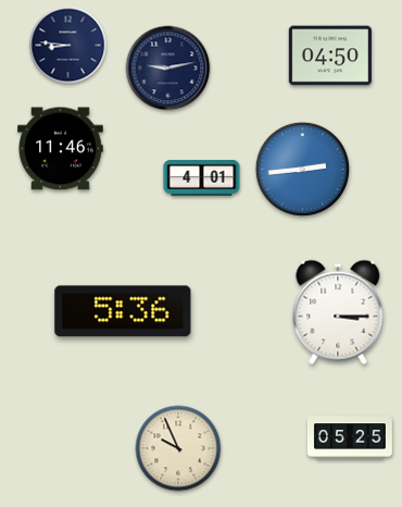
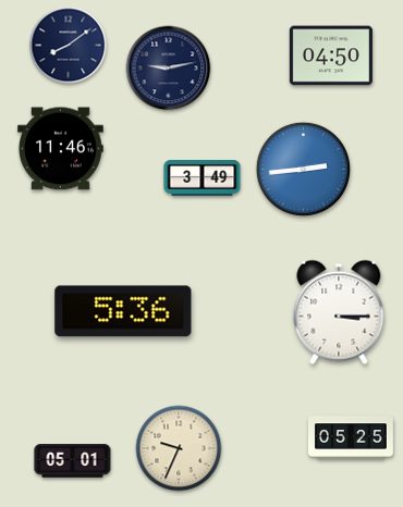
clock at (68, 46): 8:46 -> 8:09
clock at (202, 177): 4:01 -> 3:49
clock at (178, 448): 9:56 -> 9:34
clock at (73, 461): none -> 05:01
